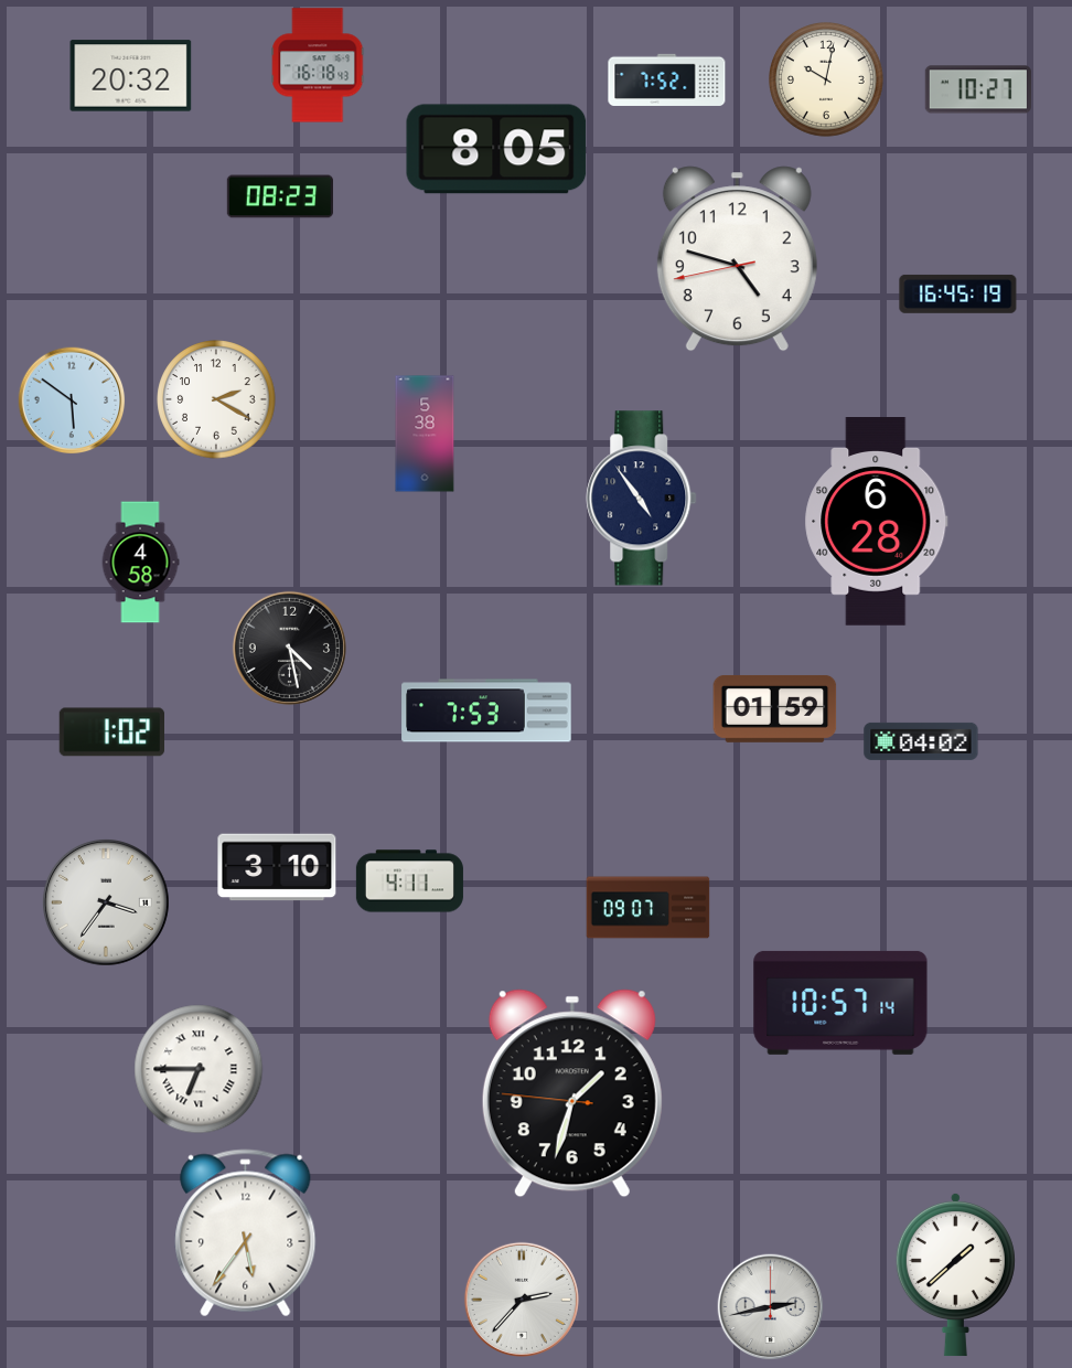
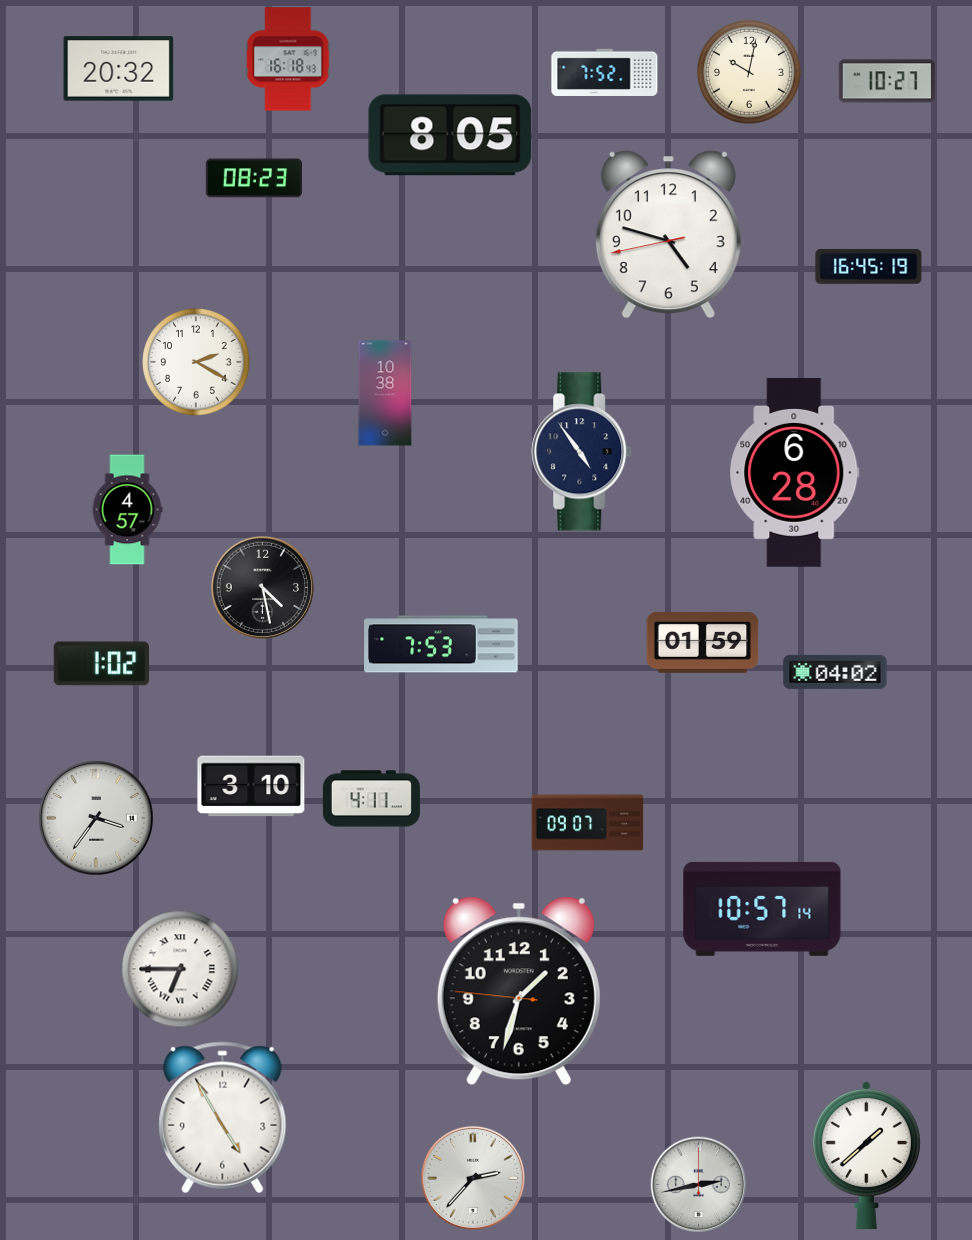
clock at (72, 400): 5:51 -> none
clock at (425, 434): 5:38 -> 10:38
clock at (140, 563): 4:58 -> 4:57
clock at (246, 1233): 5:36 -> 4:55
